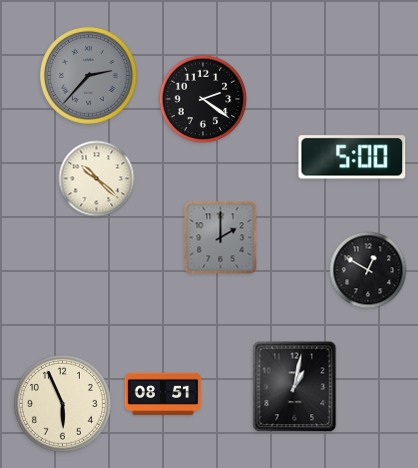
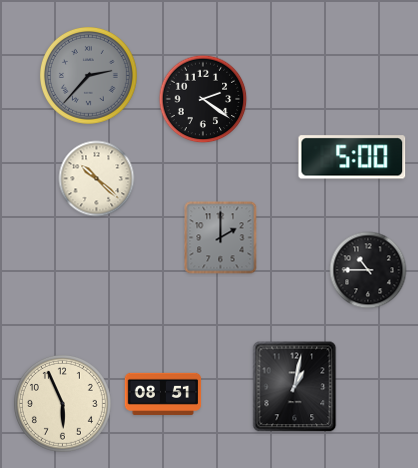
clock at (368, 270): 12:50 -> 10:45
